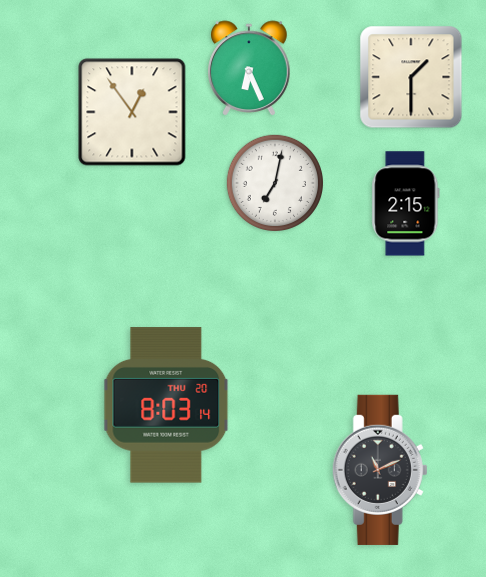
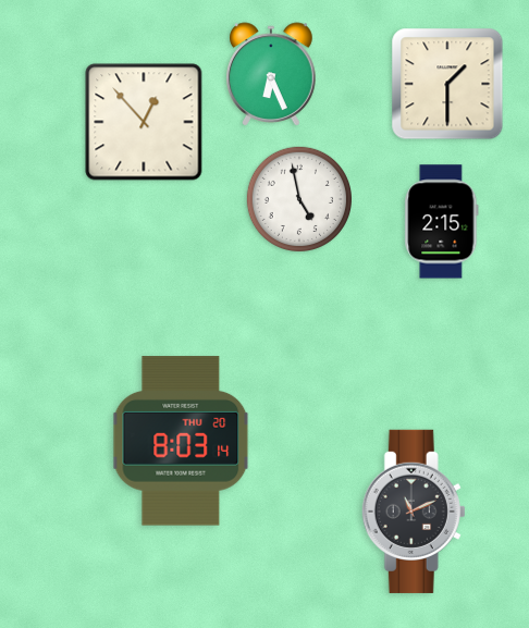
clock at (132, 112): 12:54 -> 12:53
clock at (274, 182): 7:02 -> 4:58
